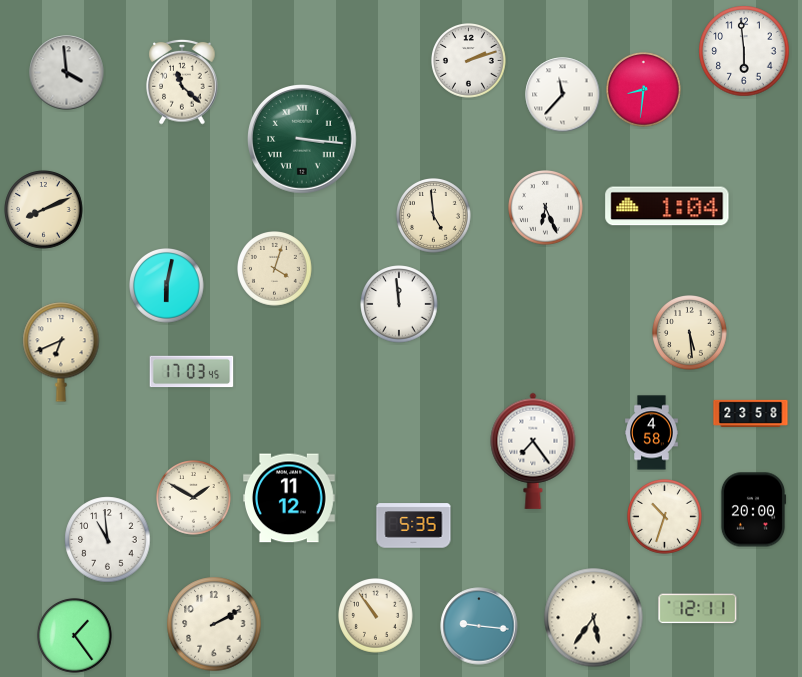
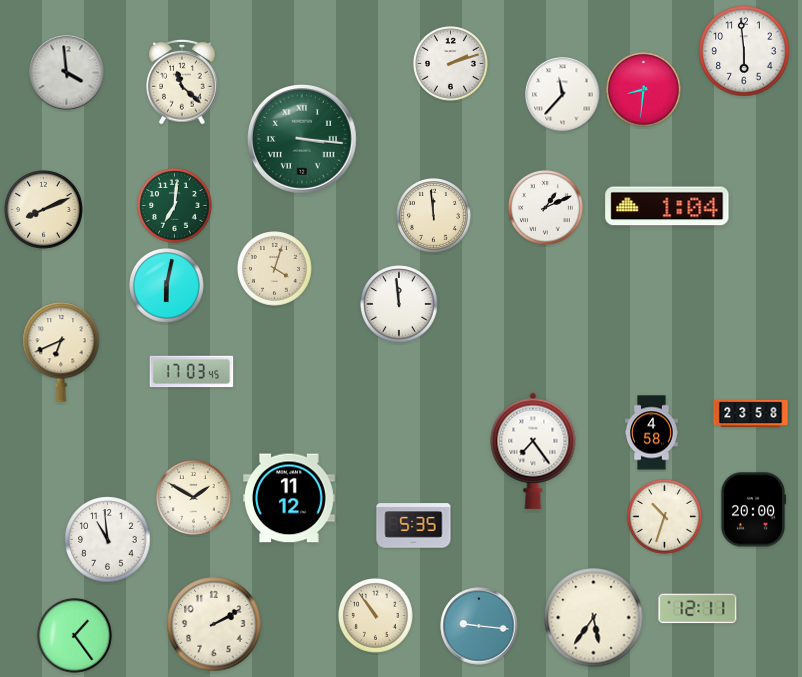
clock at (469, 61) position: (469, 61) -> (451, 64)
clock at (175, 206): none -> 7:01
clock at (546, 208): 6:26 -> 1:11
clock at (434, 216): 4:59 -> 11:59
clock at (690, 333): 5:29 -> none
